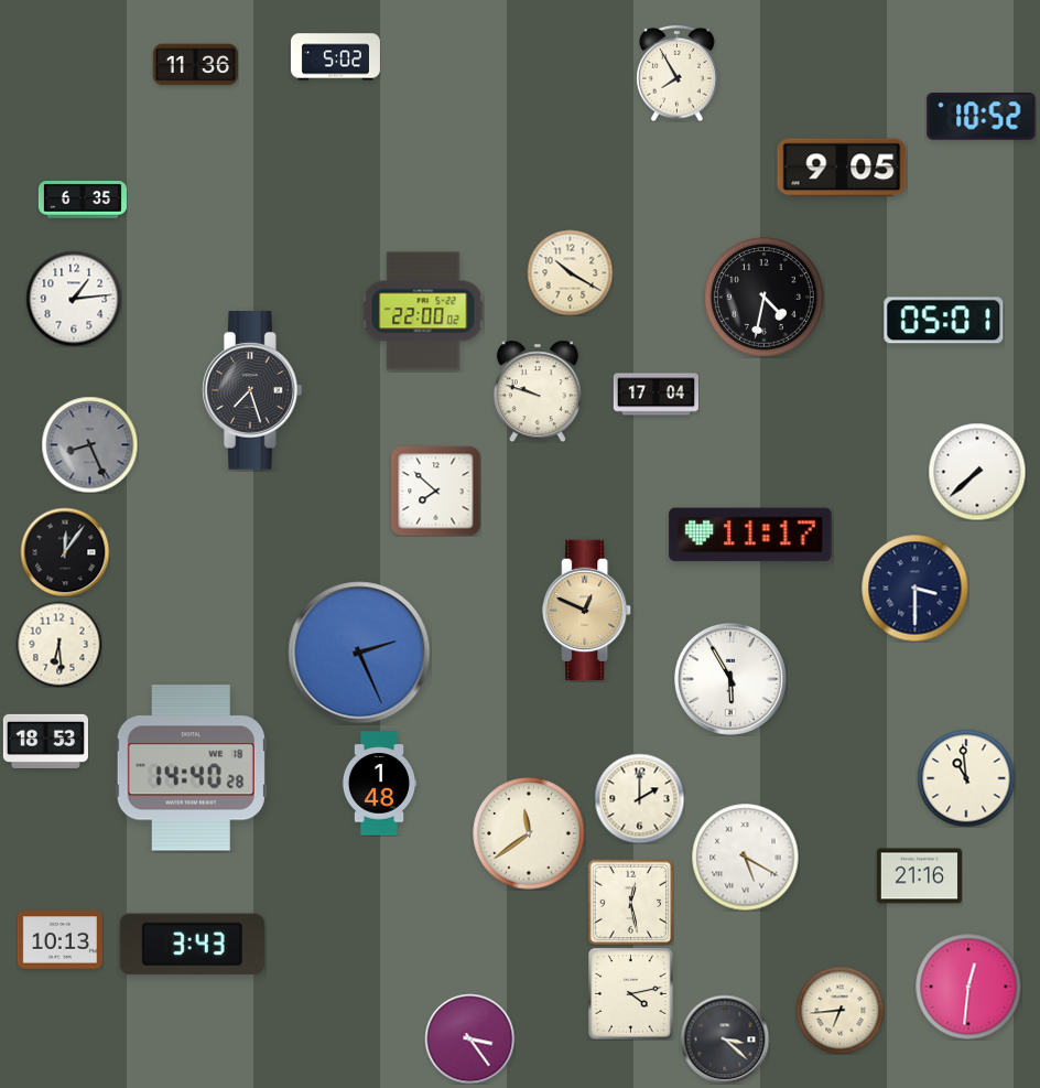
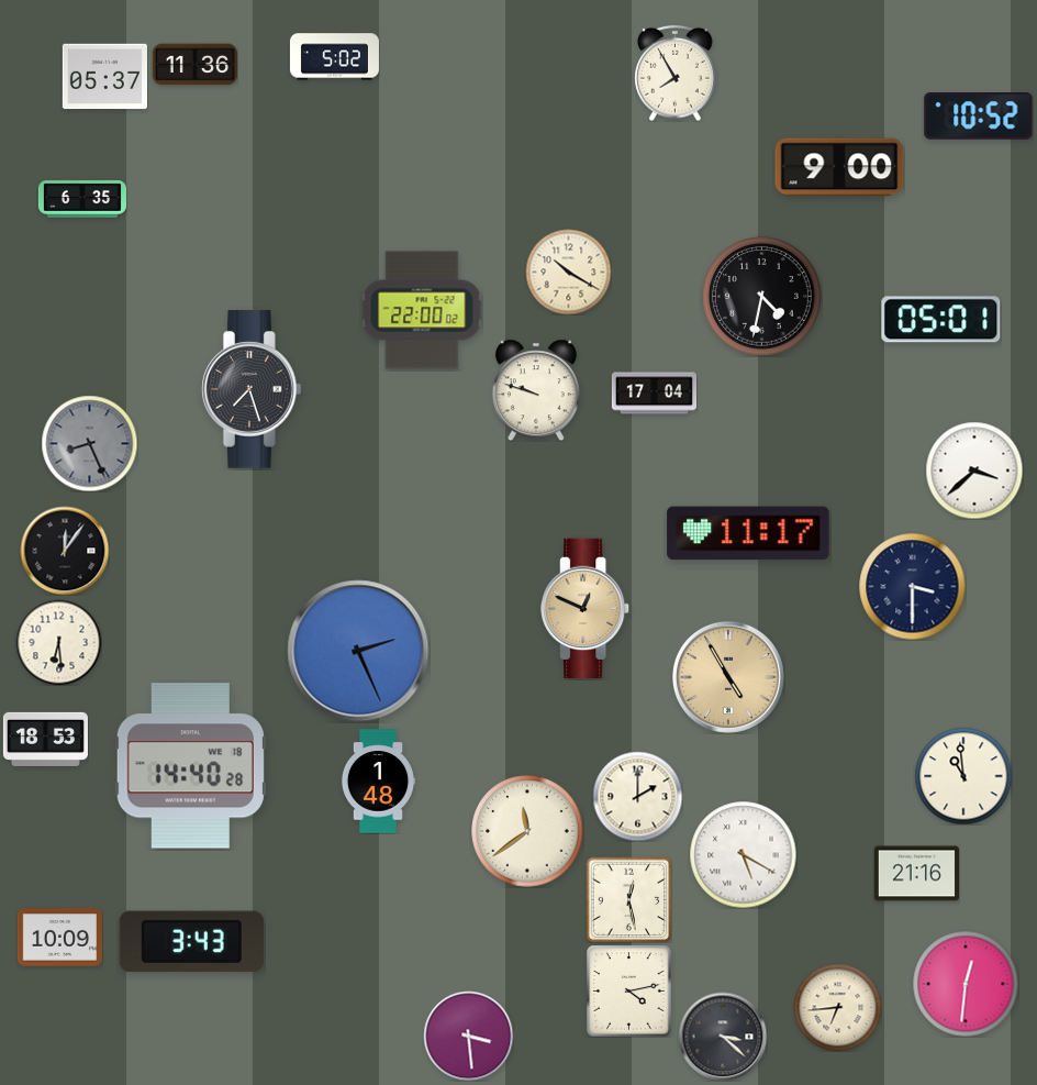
clock at (104, 77): none -> 05:37
clock at (842, 168): 9:05 -> 9:00
clock at (74, 299): 1:14 -> none
clock at (977, 472): 7:38 -> 3:38
clock at (435, 491): 7:52 -> none
clock at (730, 679): 5:55 -> 4:55
clock at (730, 679) dial: white -> champagne
clock at (59, 940): 10:13 -> 10:09
clock at (469, 1038): 3:24 -> 3:29
